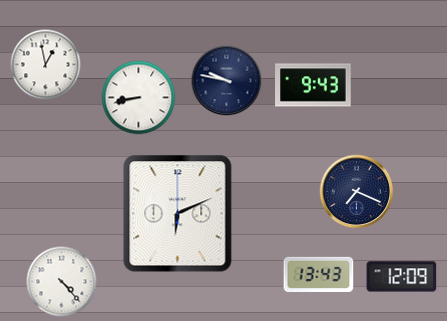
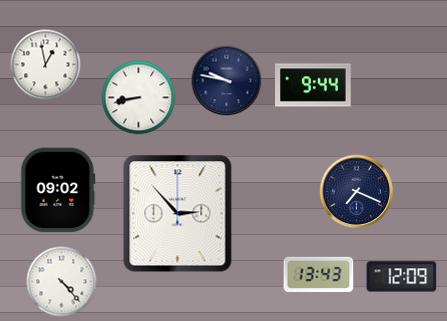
clock at (313, 85): 9:43 -> 9:44
clock at (58, 190): none -> 09:02
clock at (178, 214): 6:11 -> 2:53
